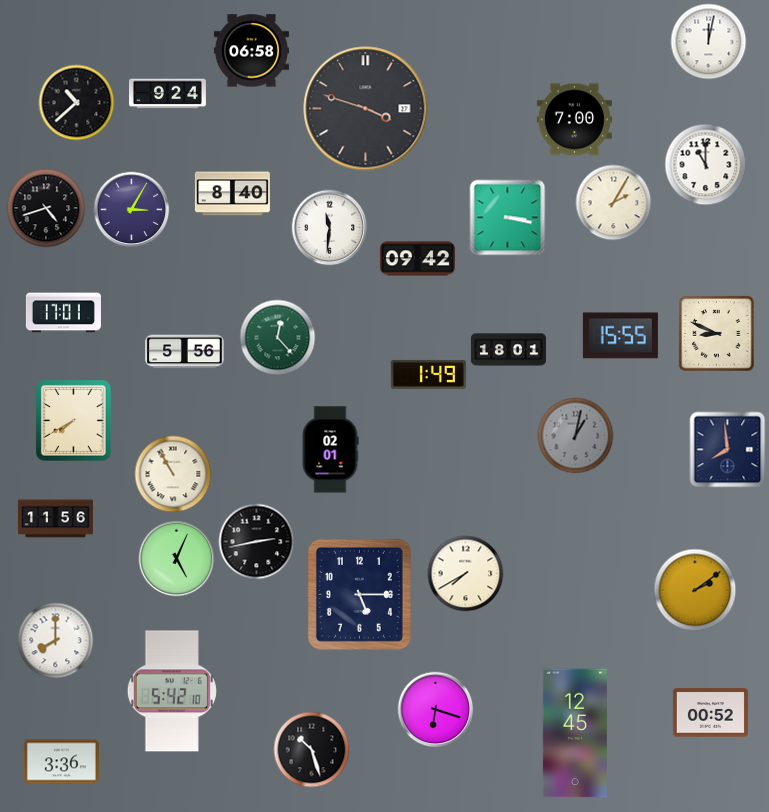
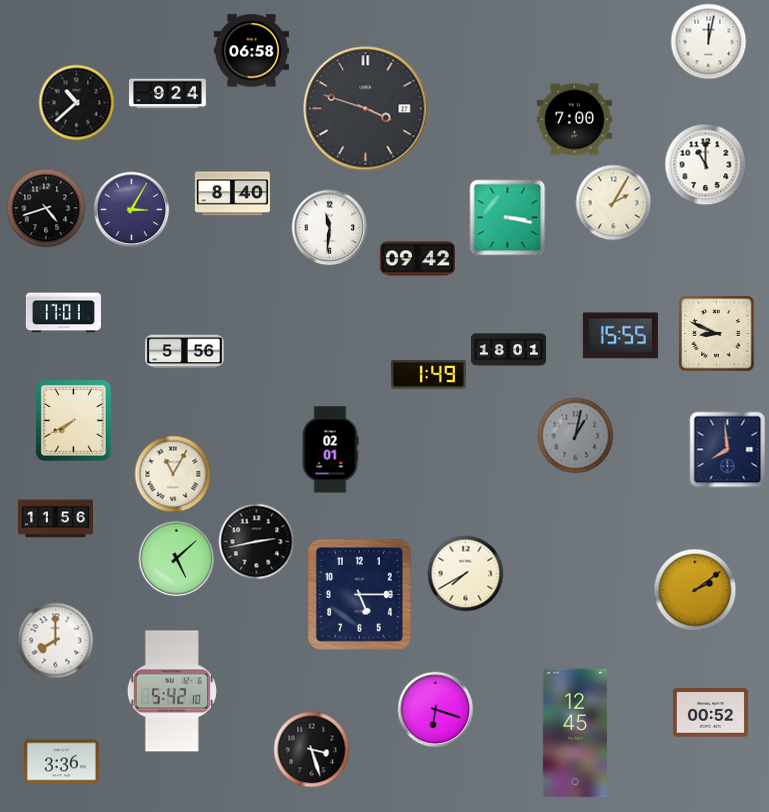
clock at (278, 338): 12:23 -> none
clock at (173, 474): 10:55 -> 11:05
clock at (177, 559): 5:04 -> 5:08
clock at (312, 750): 10:27 -> 3:27
